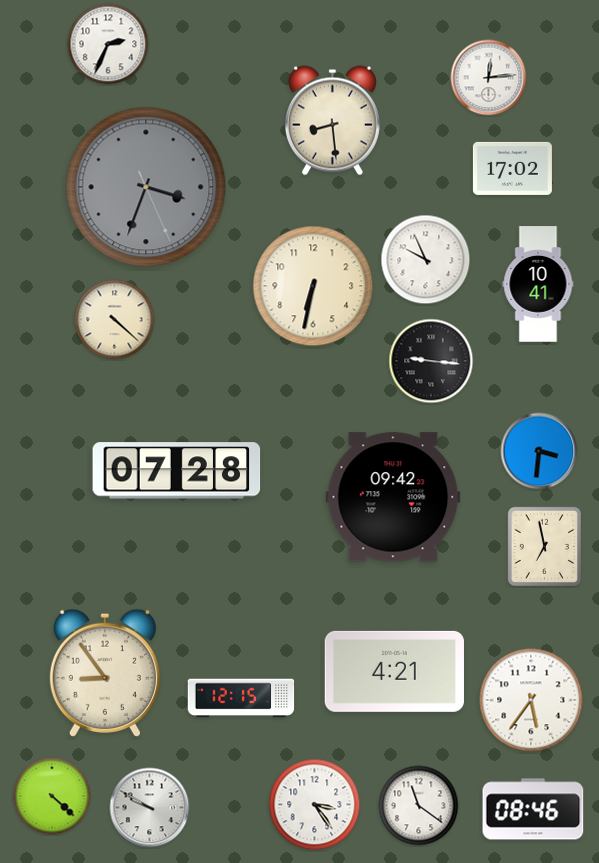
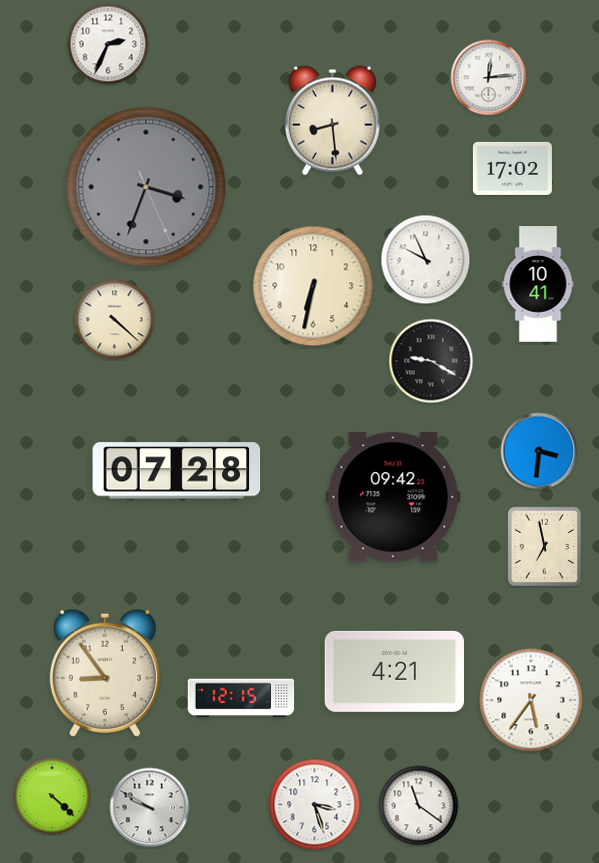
clock at (431, 361): 9:16 -> 9:20
clock at (315, 805): 3:24 -> 3:27
clock at (533, 809): 08:46 -> none
